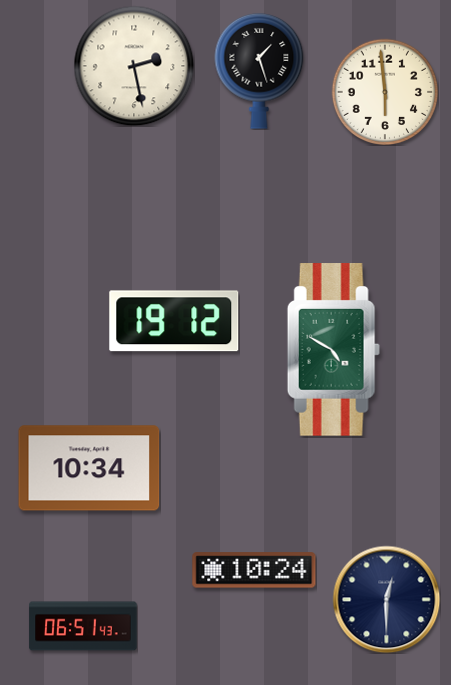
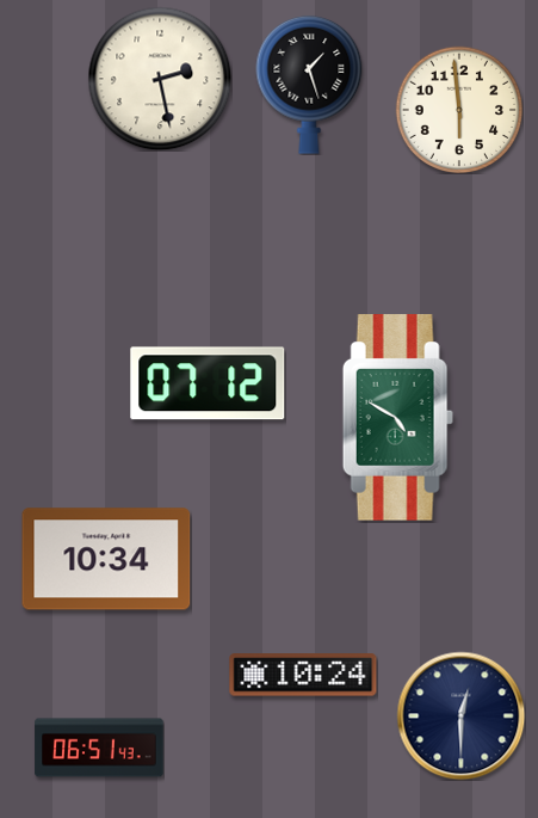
clock at (174, 321): 19:12 -> 07:12
clock at (254, 570) position: (254, 570) -> (303, 675)
